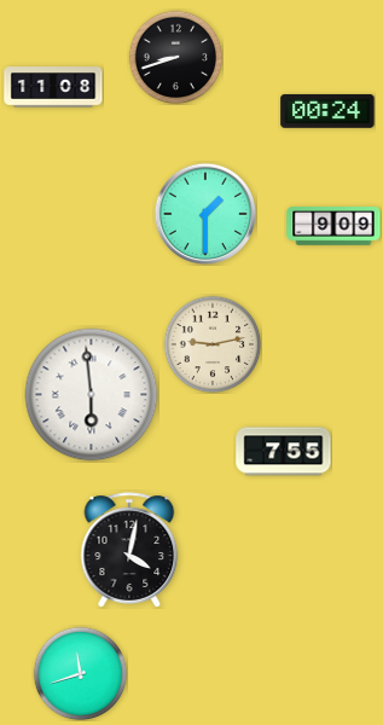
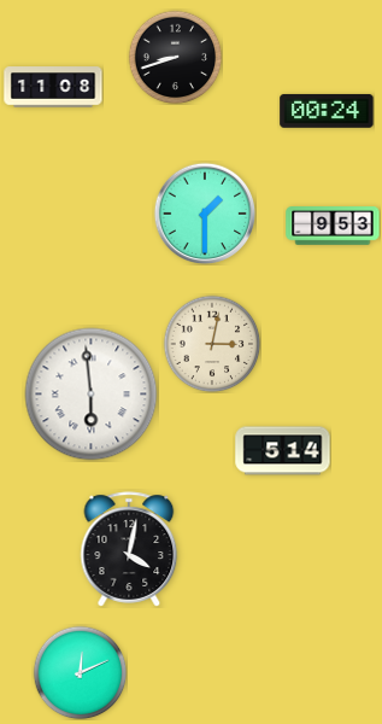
clock at (333, 226): 9:09 -> 9:53
clock at (213, 344): 9:13 -> 3:02
clock at (284, 452): 7:55 -> 5:14
clock at (80, 673): 11:42 -> 12:11
